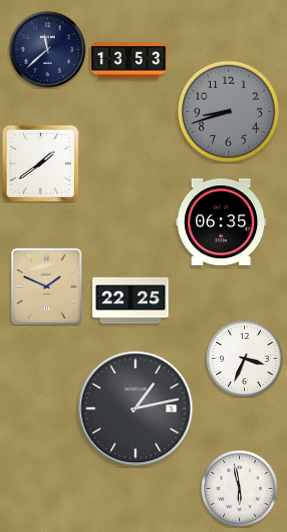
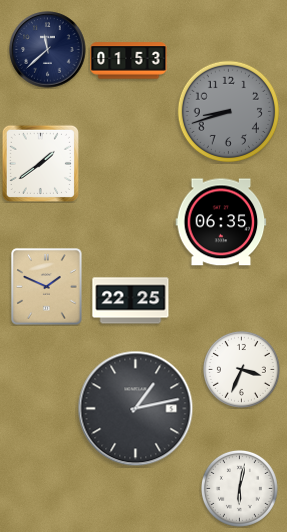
clock at (129, 61): 13:53 -> 01:53
clock at (244, 358) position: (244, 358) -> (241, 369)
clock at (239, 488): 5:58 -> 6:02
